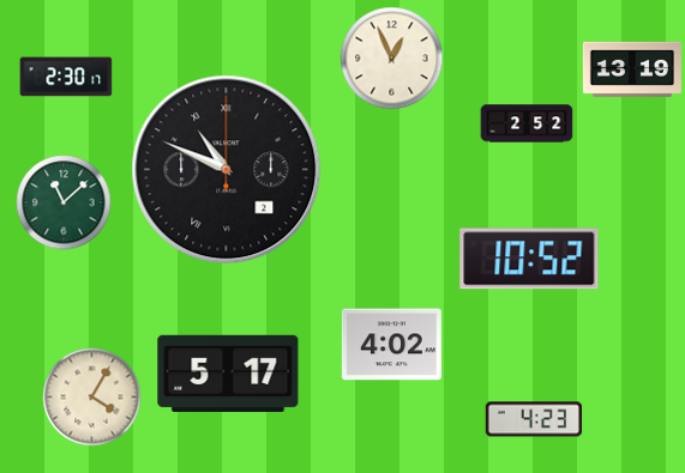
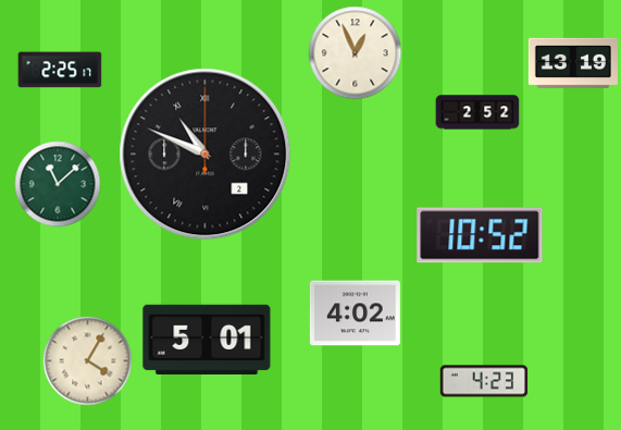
clock at (66, 77): 2:30 -> 2:25
clock at (228, 374): 5:17 -> 5:01
clock at (92, 398) position: (92, 398) -> (88, 361)
